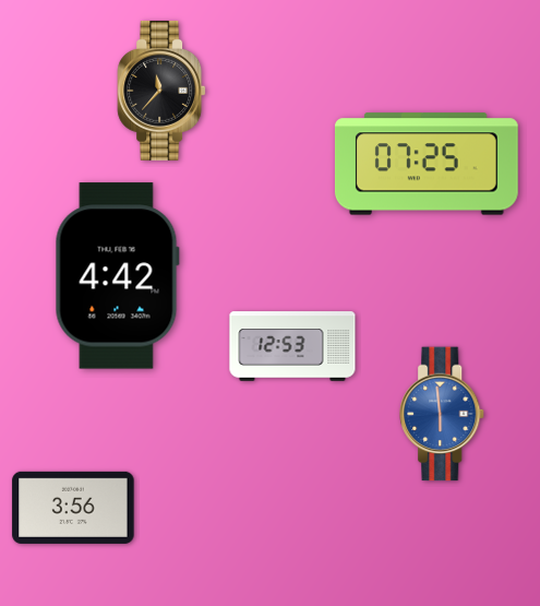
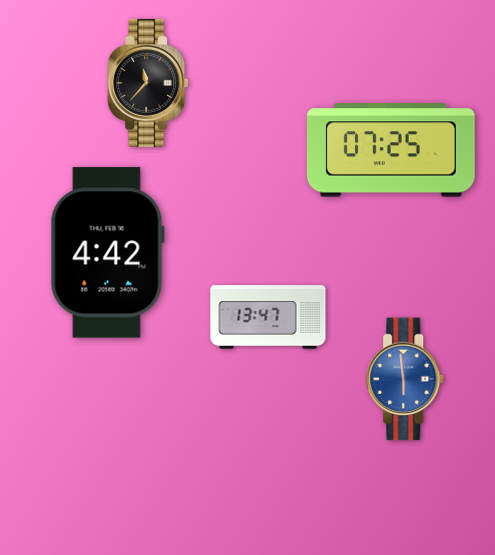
clock at (292, 346): 12:53 -> 13:47
clock at (73, 508): 3:56 -> none
